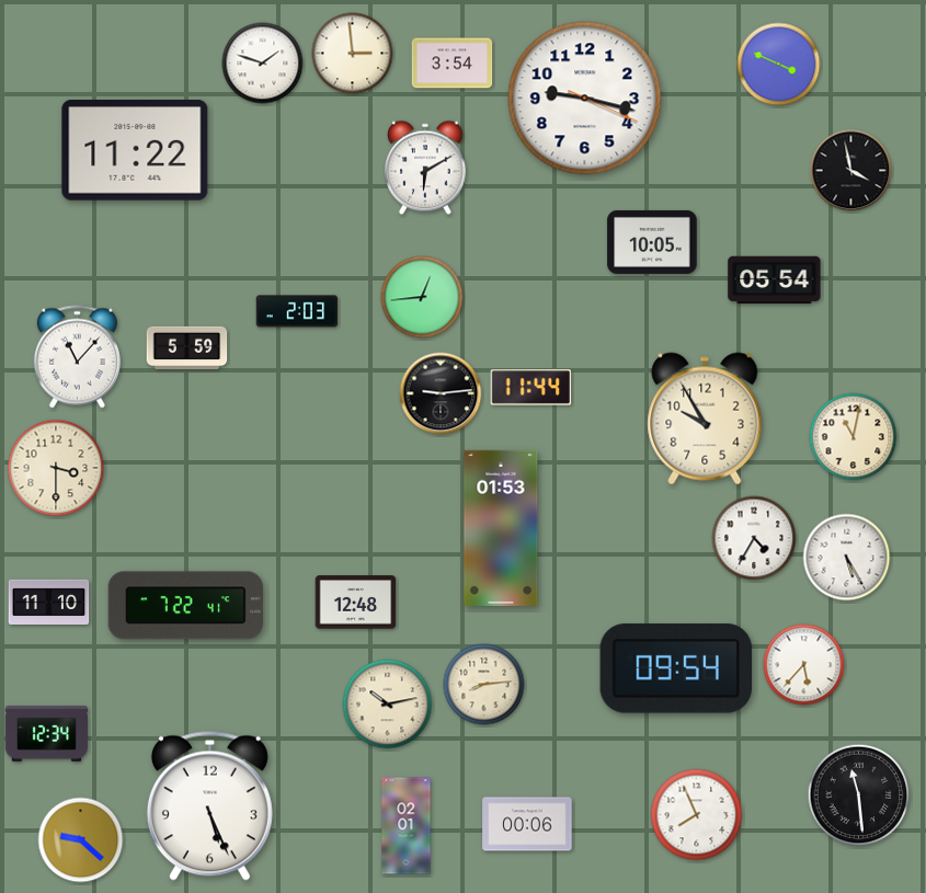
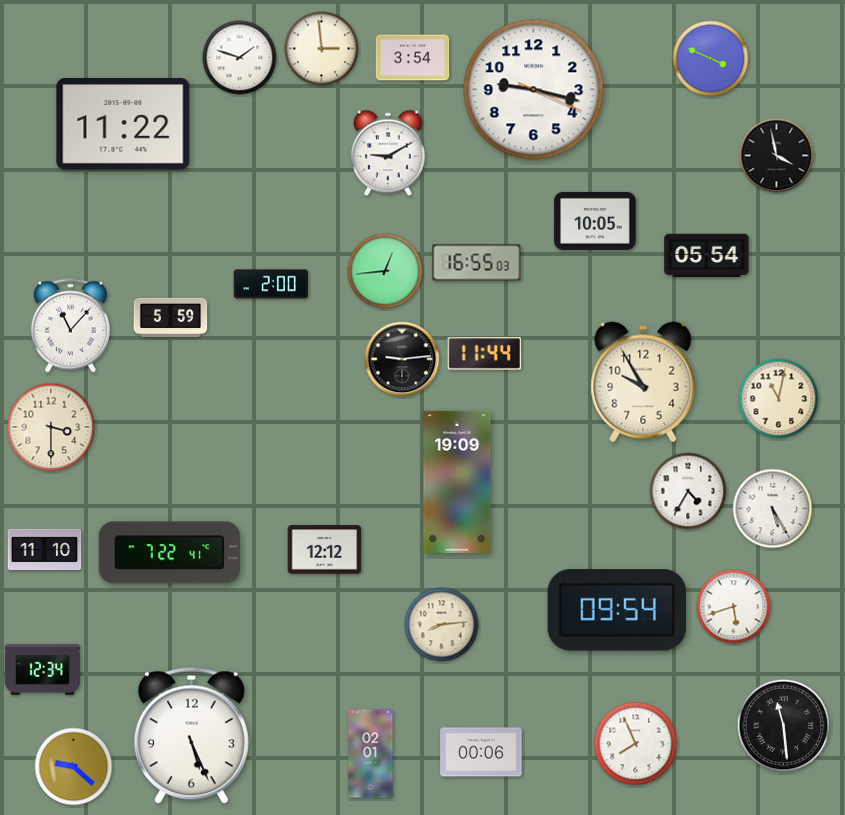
clock at (135, 151) position: (135, 151) -> (123, 125)
clock at (426, 168): 6:10 -> 9:10
clock at (477, 263): none -> 16:55
clock at (297, 311): 2:03 -> 2:00
clock at (501, 528): 01:53 -> 19:09
clock at (356, 603): 12:48 -> 12:12
clock at (804, 665): 5:37 -> 5:42
clock at (388, 705): 10:13 -> none
